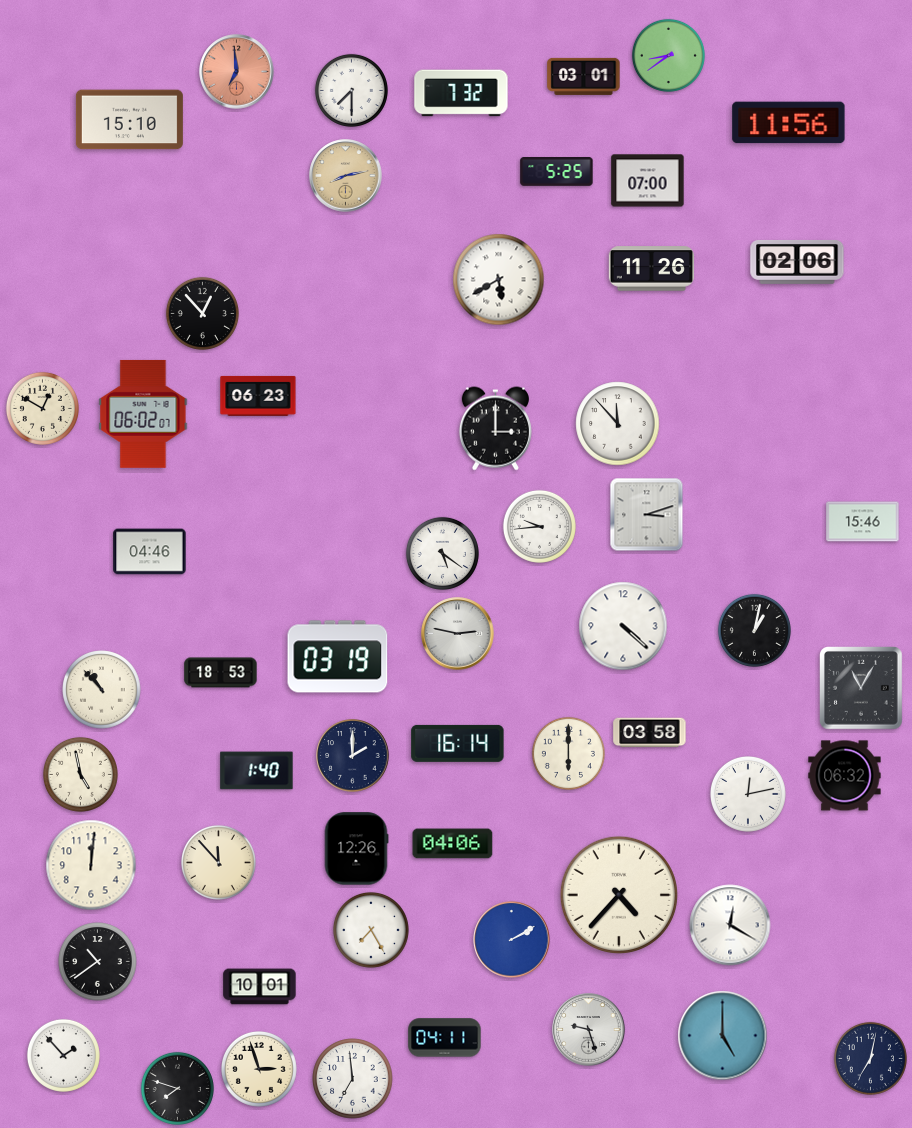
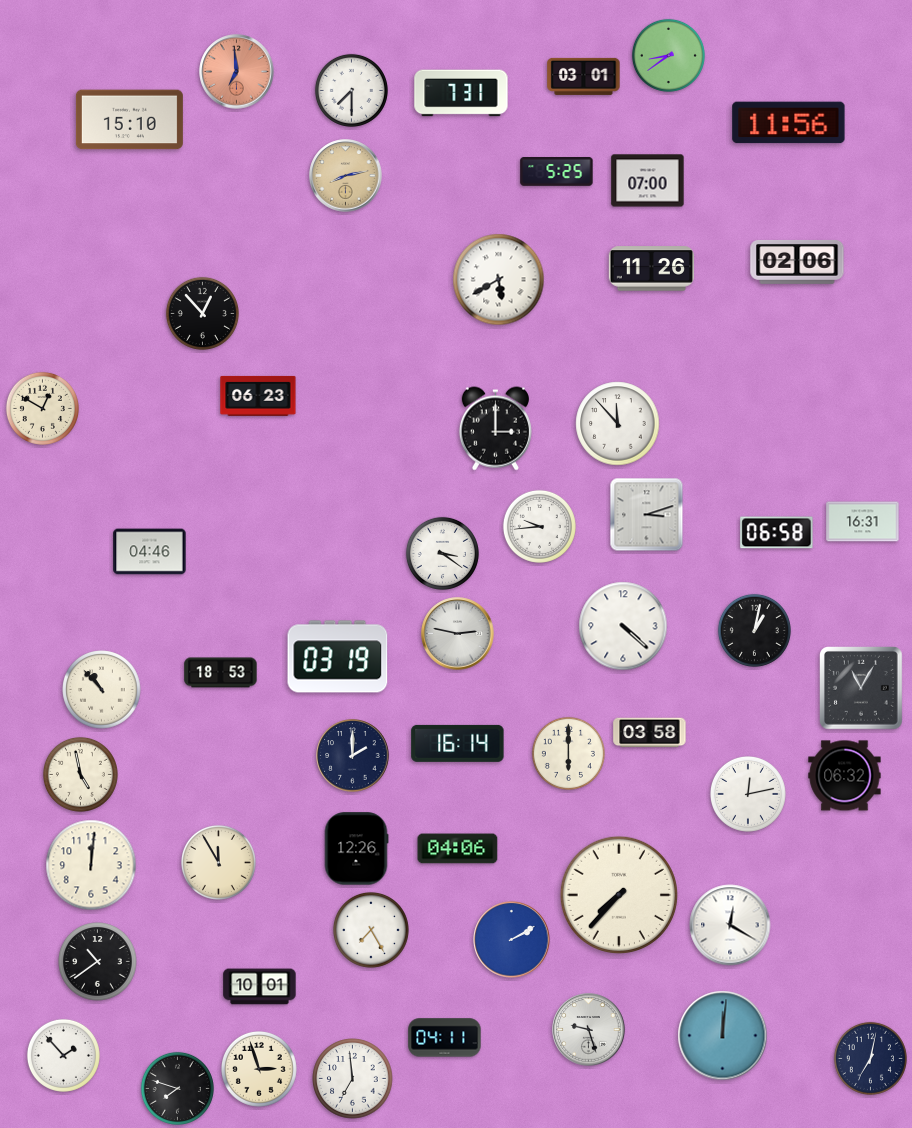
clock at (461, 93): 7:32 -> 7:31
clock at (143, 414): 06:02 -> none
clock at (863, 522): 15:46 -> 16:31
clock at (777, 533): none -> 06:58
clock at (442, 553): 5:21 -> 3:21
clock at (257, 771): 1:40 -> none
clock at (453, 844) position: (453, 844) -> (458, 849)
clock at (218, 862): 11:53 -> 11:55
clock at (619, 895): 4:37 -> 7:37
clock at (723, 1036): 5:00 -> 12:01
